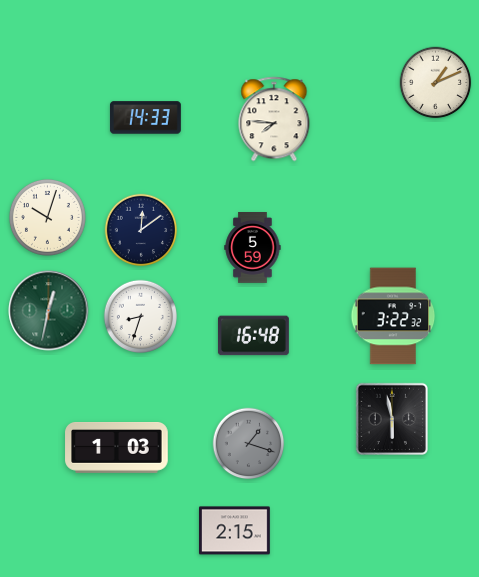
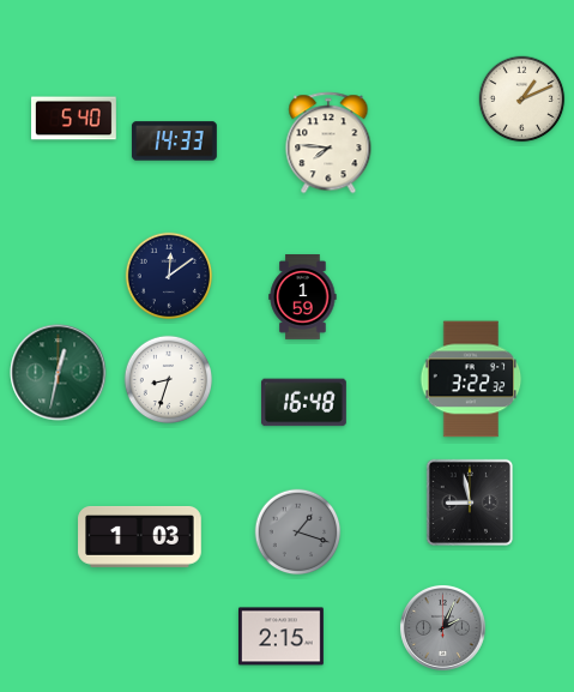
clock at (74, 119): none -> 5:40
clock at (47, 217): 10:03 -> none
clock at (253, 248): 5:59 -> 1:59
clock at (391, 418): 5:58 -> 8:58
clock at (442, 627): none -> 2:04
